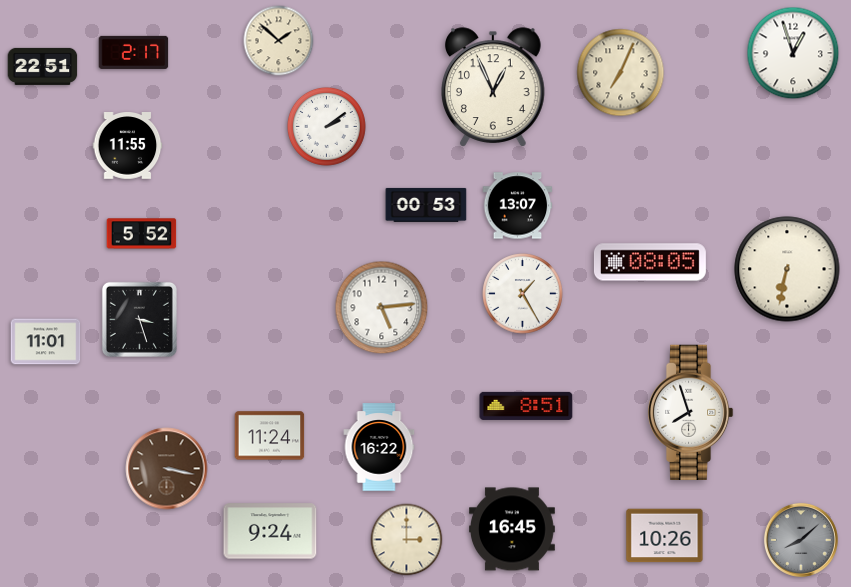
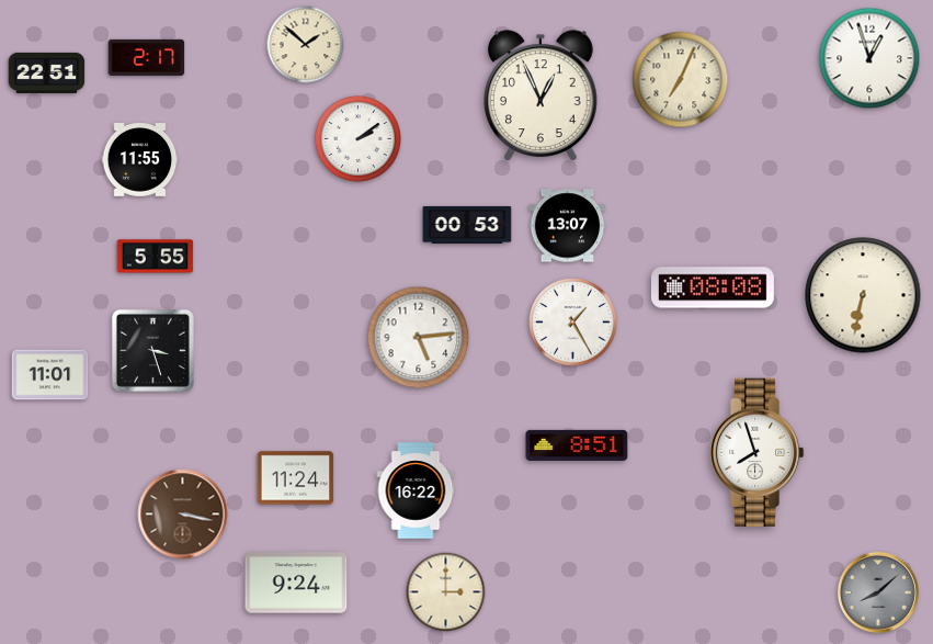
clock at (142, 234): 5:52 -> 5:55
clock at (650, 262): 08:05 -> 08:08
clock at (513, 529): 16:45 -> none
clock at (665, 536): 10:26 -> none
